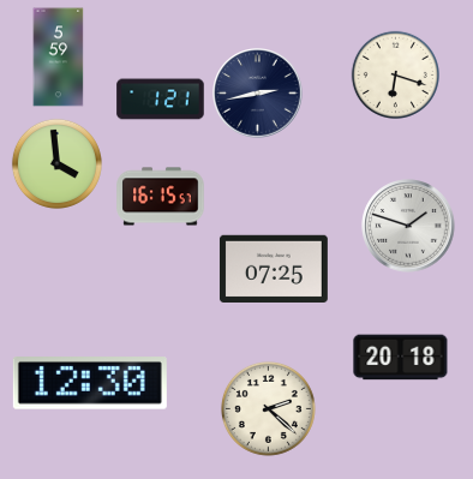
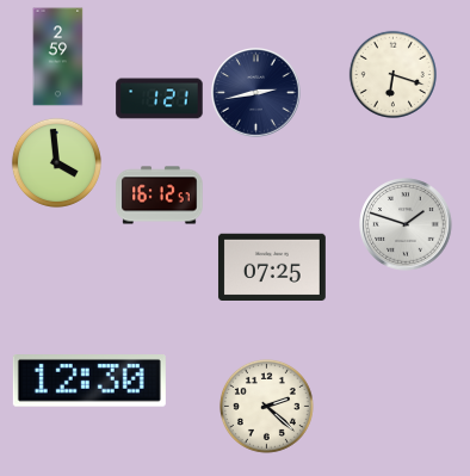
clock at (59, 58): 5:59 -> 2:59
clock at (161, 197): 16:15 -> 16:12
clock at (401, 358): 20:18 -> none
